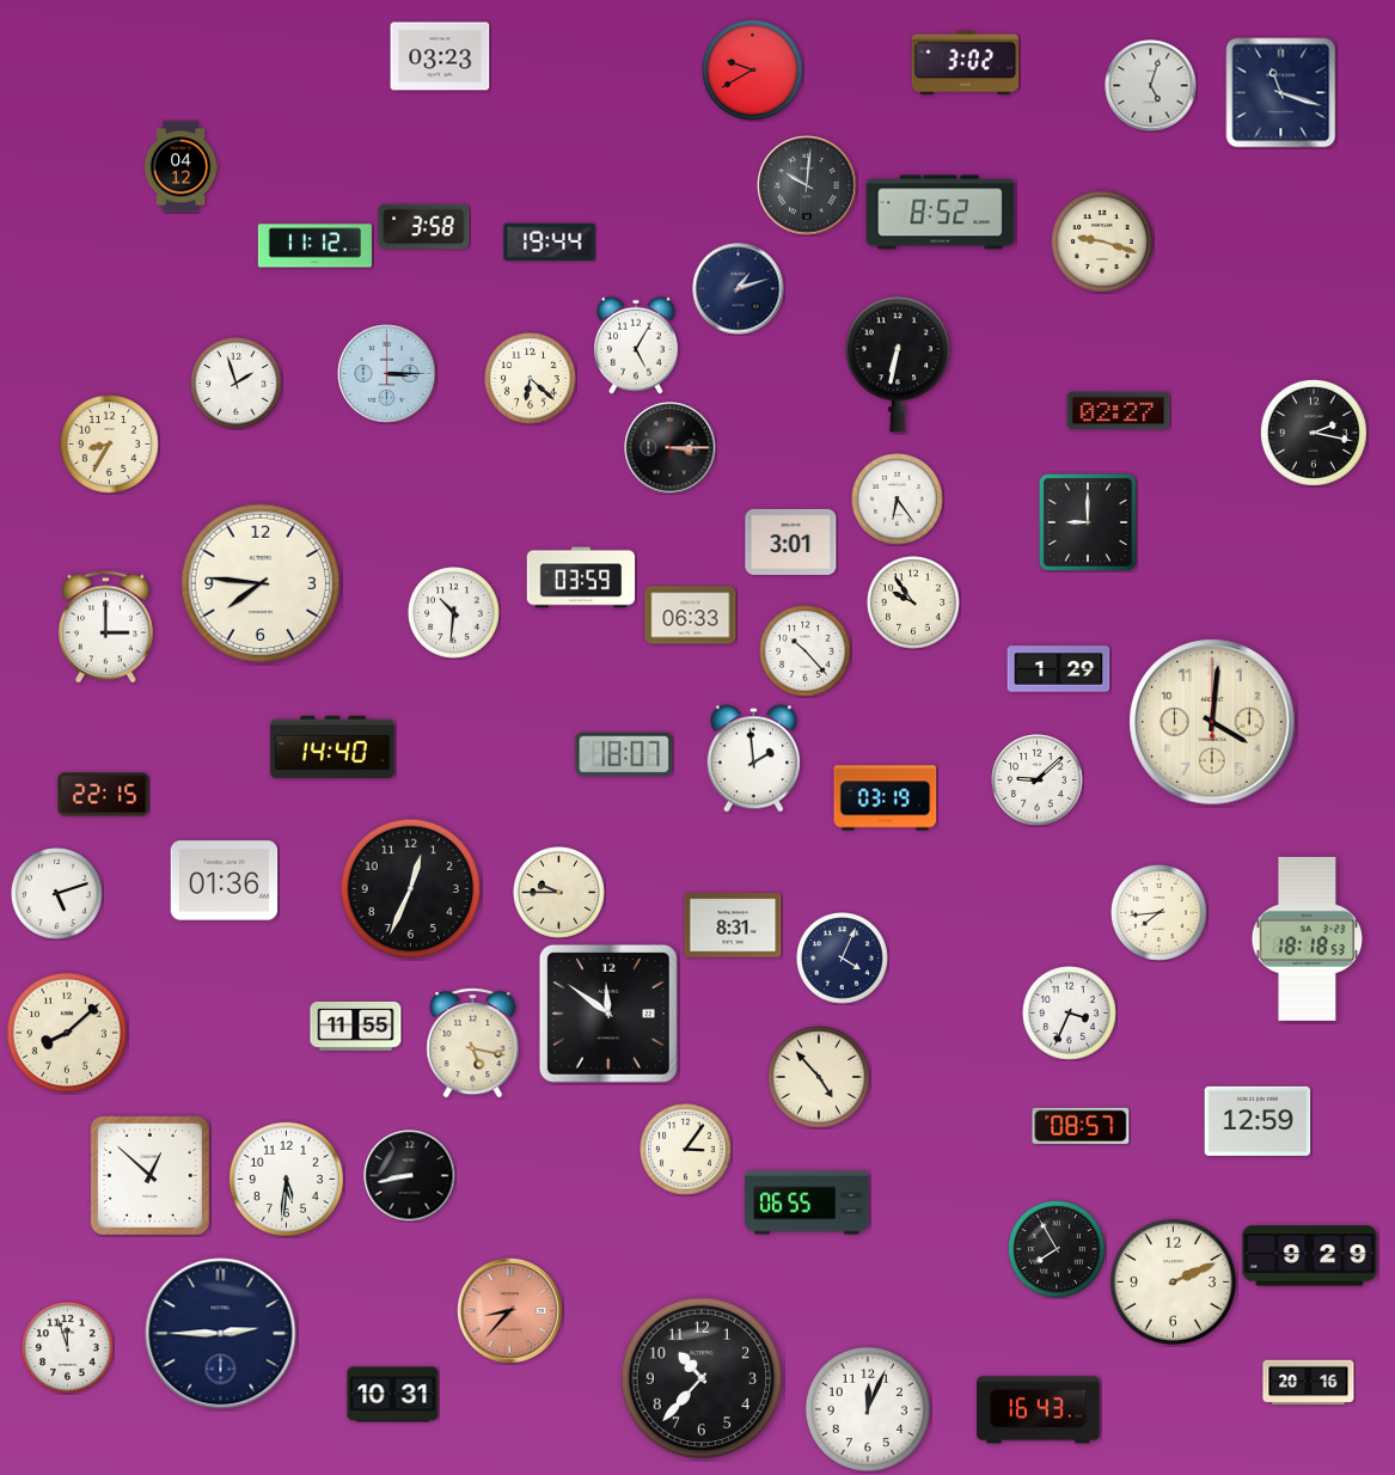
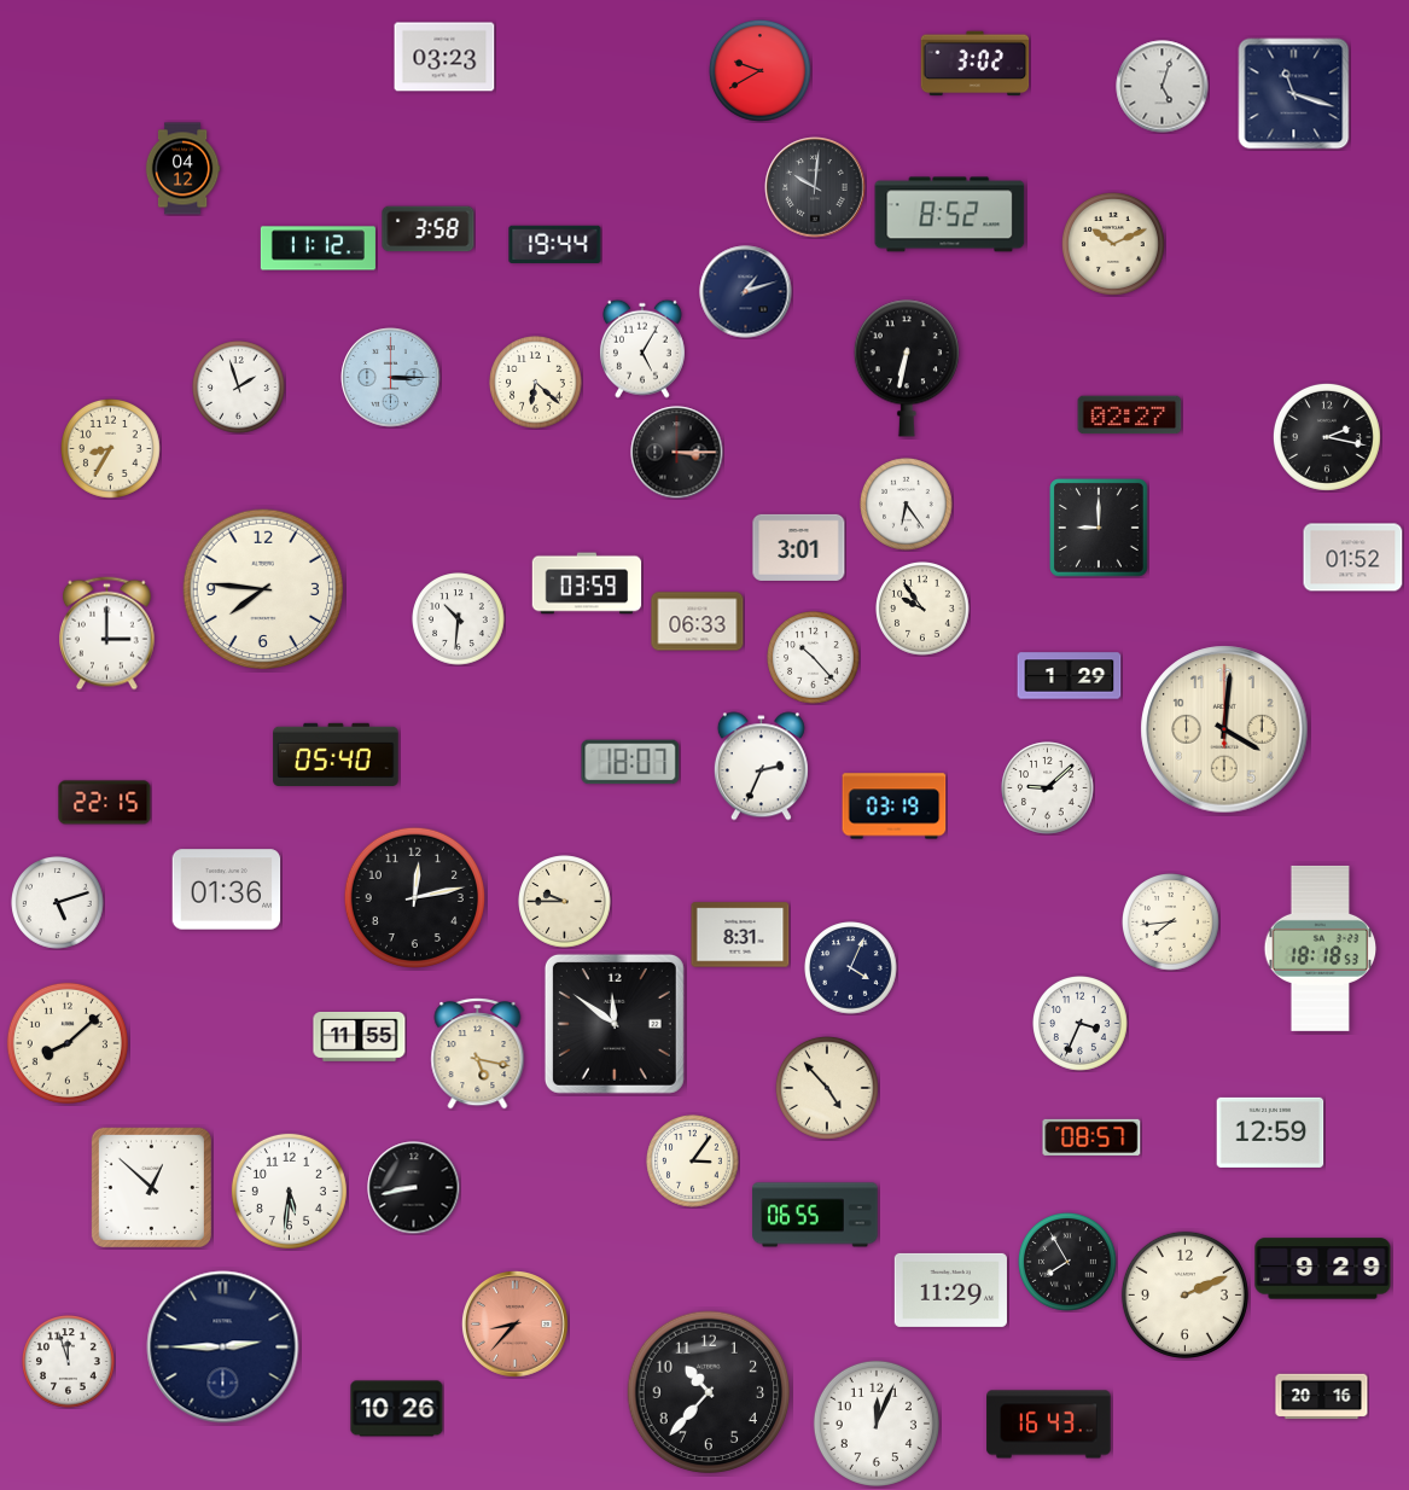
clock at (1102, 241): 9:18 -> 10:11
clock at (1353, 558): none -> 01:52
clock at (332, 746): 14:40 -> 05:40
clock at (753, 759): 1:59 -> 2:34
clock at (410, 888): 12:34 -> 12:13
clock at (950, 1290): none -> 11:29
clock at (393, 1395): 10:31 -> 10:26
